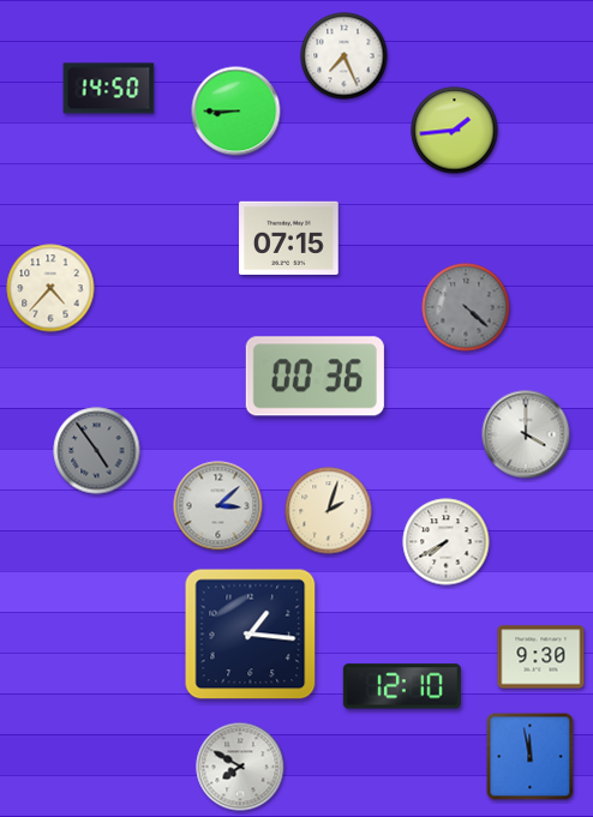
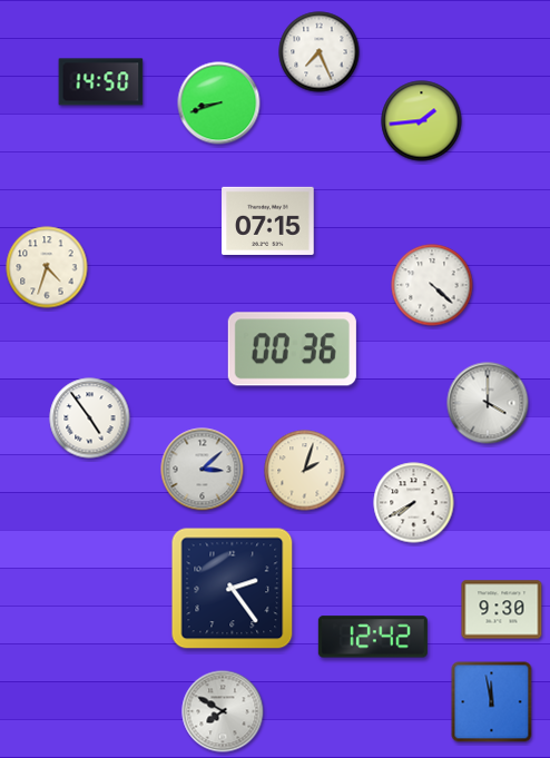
clock at (236, 112): 8:45 -> 8:42
clock at (50, 288): 4:37 -> 4:33
clock at (466, 307) dial: grey -> white
clock at (97, 451) dial: grey -> white
clock at (329, 511) position: (329, 511) -> (305, 471)
clock at (251, 635): 1:16 -> 2:24
clock at (402, 686): 12:10 -> 12:42
